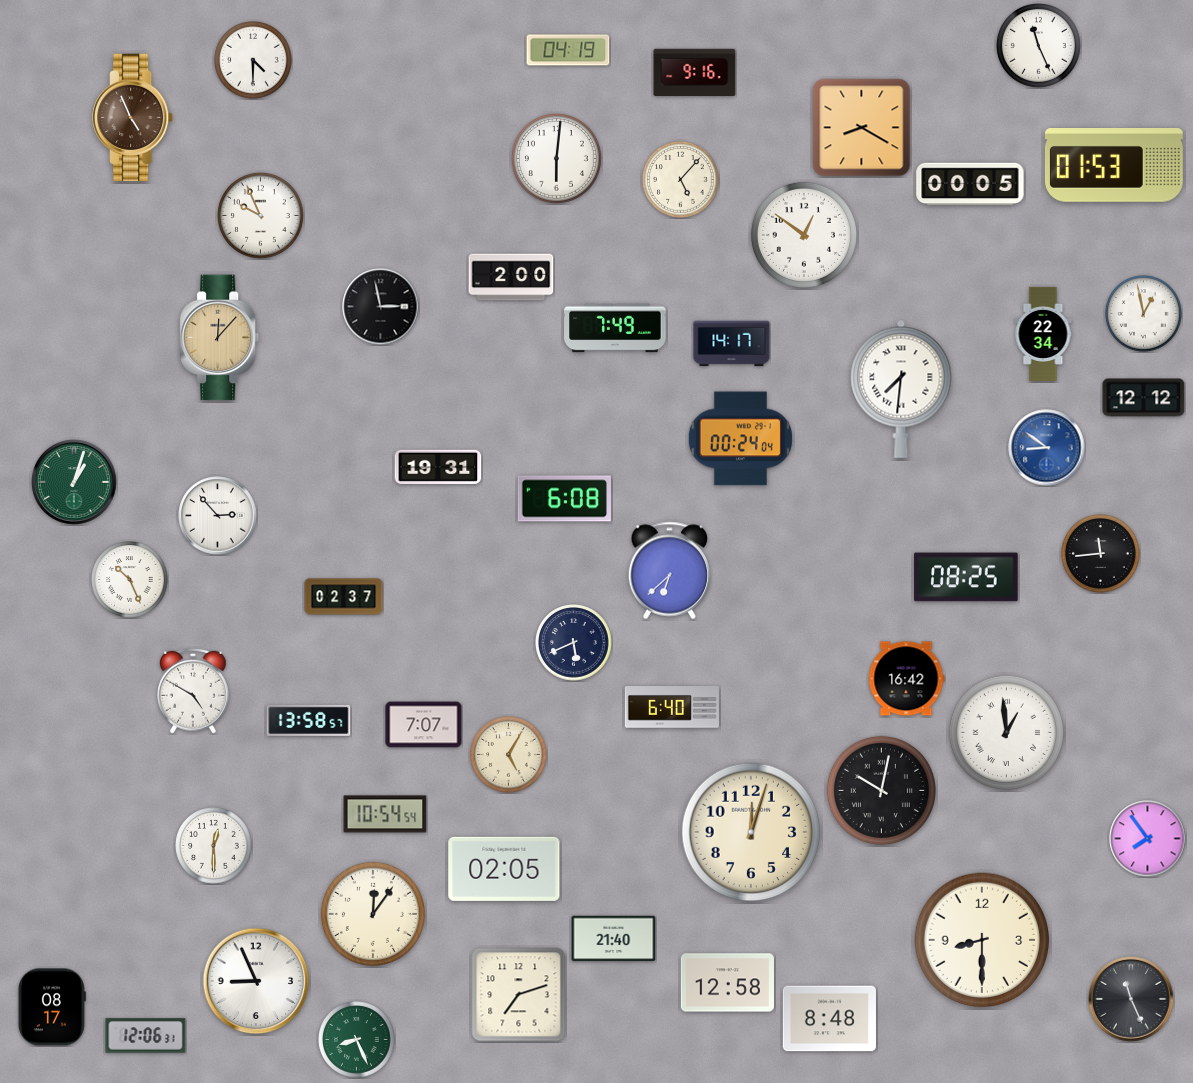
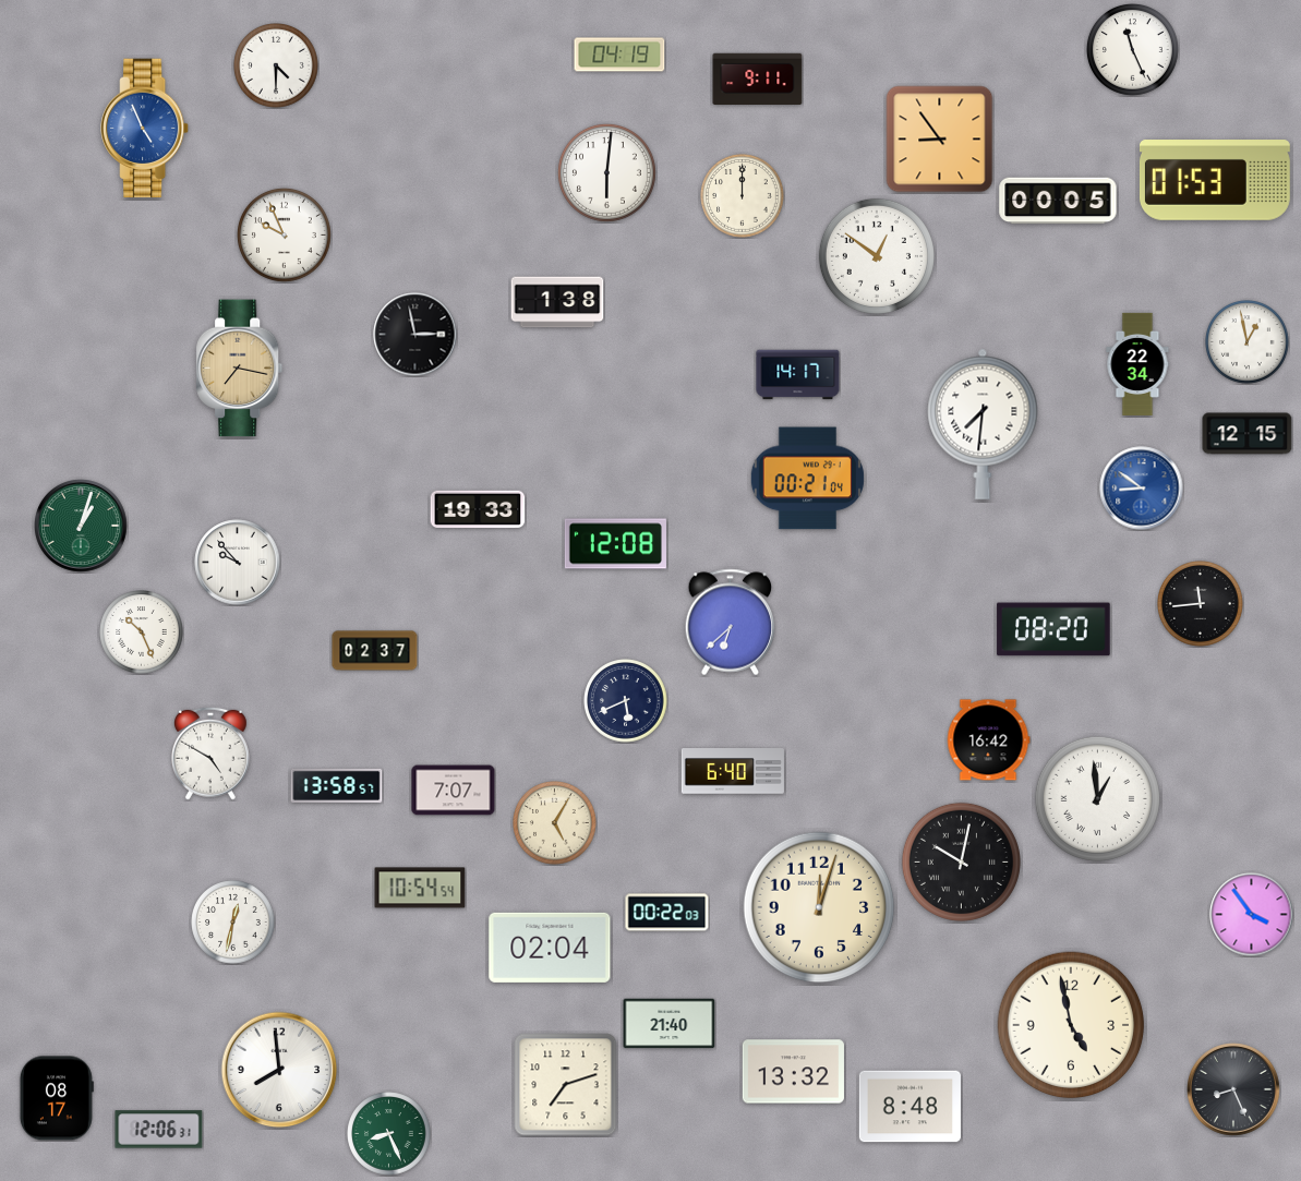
clock at (695, 72): 9:16 -> 9:11
clock at (133, 118) dial: brown -> blue
clock at (862, 128): 8:20 -> 8:54
clock at (681, 180): 5:07 -> 12:00
clock at (511, 277): 2:00 -> 1:38
clock at (615, 328): 7:49 -> none
clock at (220, 338): 12:07 -> 7:17
clock at (1144, 398): 12:12 -> 12:15
clock at (740, 439): 00:24 -> 00:21
clock at (438, 467): 19:31 -> 19:33
clock at (564, 499): 6:08 -> 12:08
clock at (218, 516): 2:53 -> 9:53
clock at (966, 577): 08:25 -> 08:20
clock at (424, 725) position: (424, 725) -> (454, 791)
clock at (667, 913): none -> 00:22
clock at (1148, 839): 7:54 -> 3:54
clock at (214, 846): 12:30 -> 12:32
clock at (504, 869): 02:05 -> 02:04
clock at (373, 914): 12:06 -> none
clock at (982, 940): 8:30 -> 4:58
clock at (256, 981): 8:56 -> 7:59
clock at (727, 983): 12:58 -> 13:32
clock at (1131, 999): 11:26 -> 8:26
clock at (829, 1019) position: (829, 1019) -> (910, 1107)
